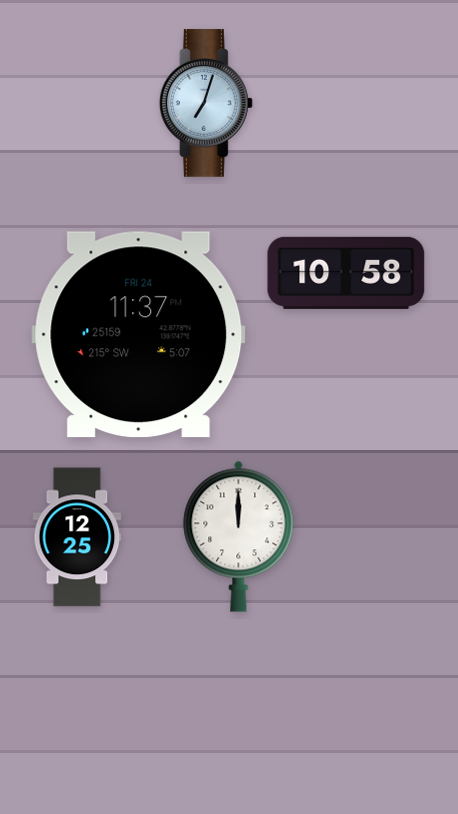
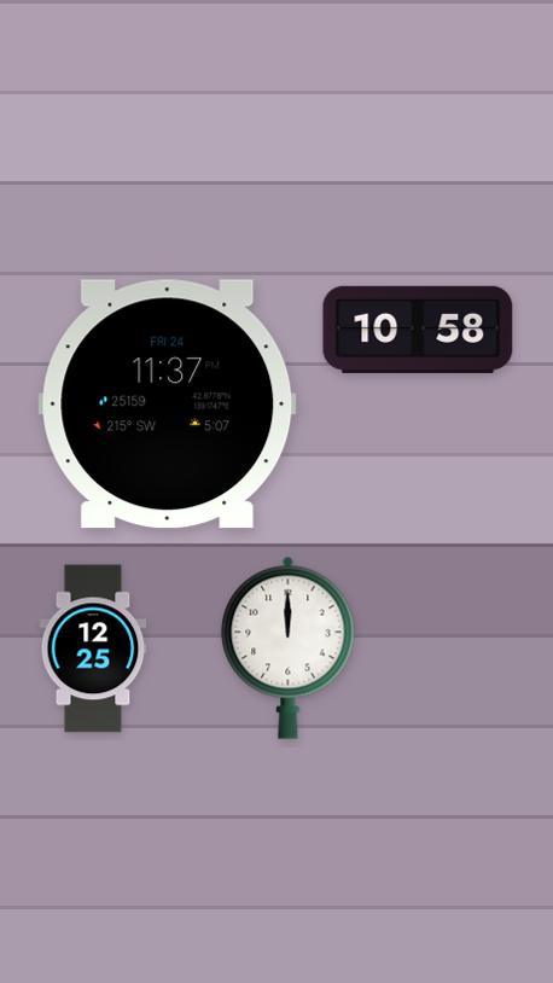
clock at (206, 104): 7:03 -> none
